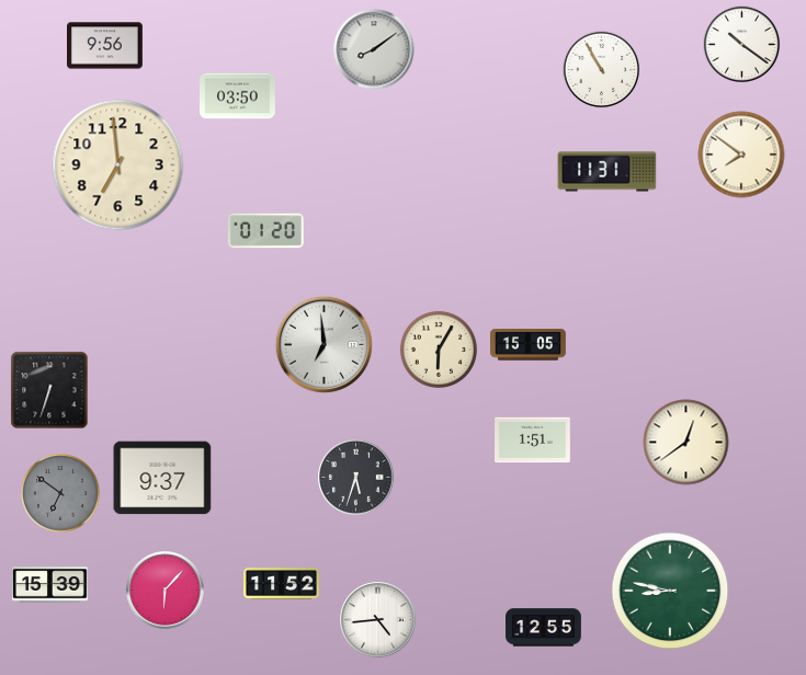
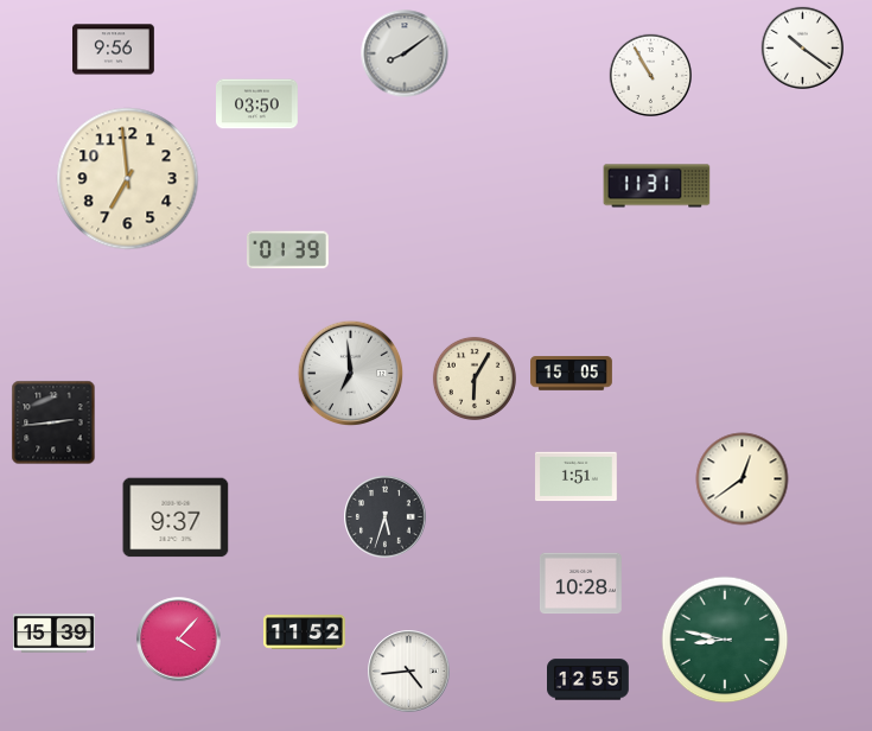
clock at (741, 155): 7:51 -> none
clock at (265, 231): 01:20 -> 01:39
clock at (49, 390): 6:33 -> 2:44
clock at (60, 493): 6:51 -> none
clock at (581, 584): none -> 10:28
clock at (166, 591): 6:07 -> 4:07
